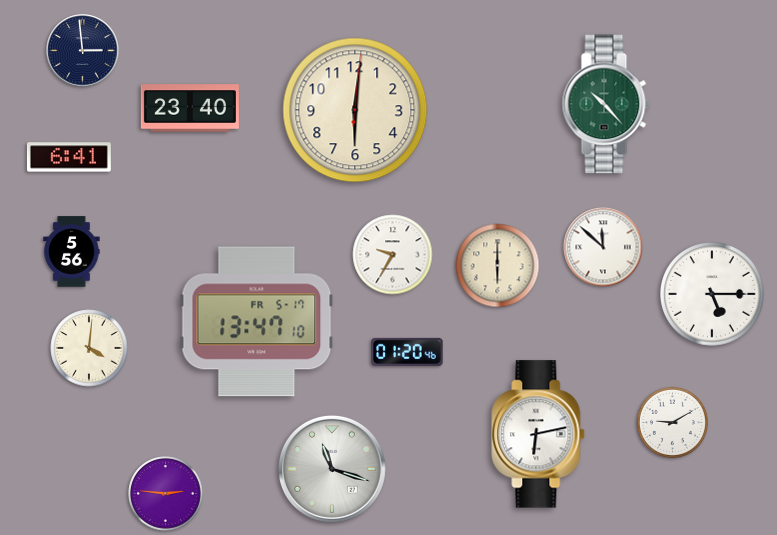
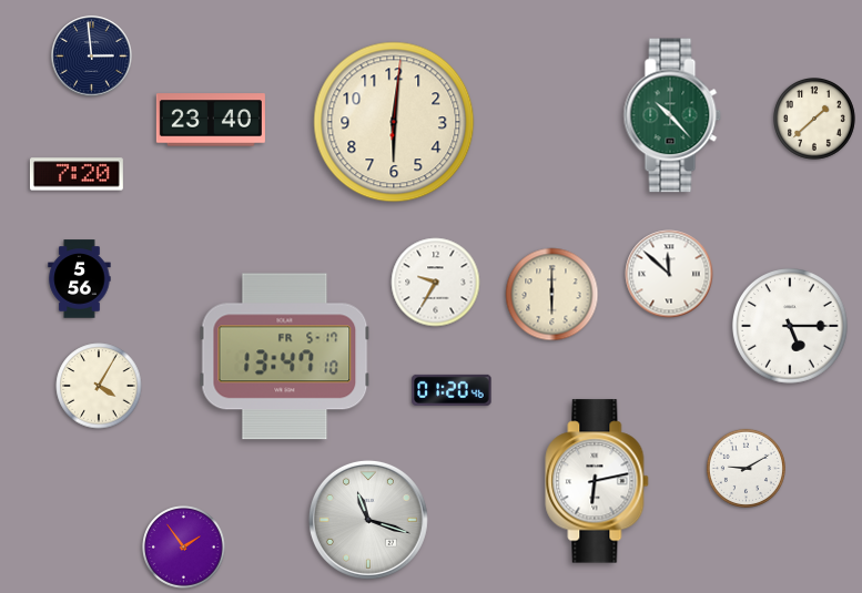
clock at (815, 120): none -> 1:38
clock at (69, 157): 6:41 -> 7:20
clock at (89, 348): 4:01 -> 4:05
clock at (166, 494): 2:46 -> 1:54
